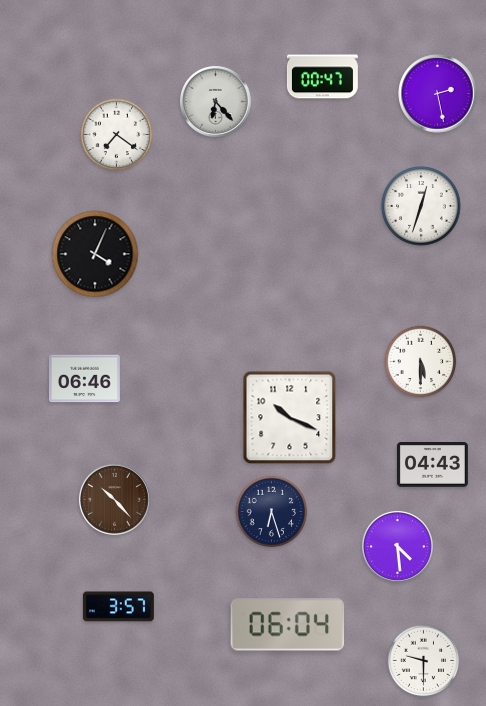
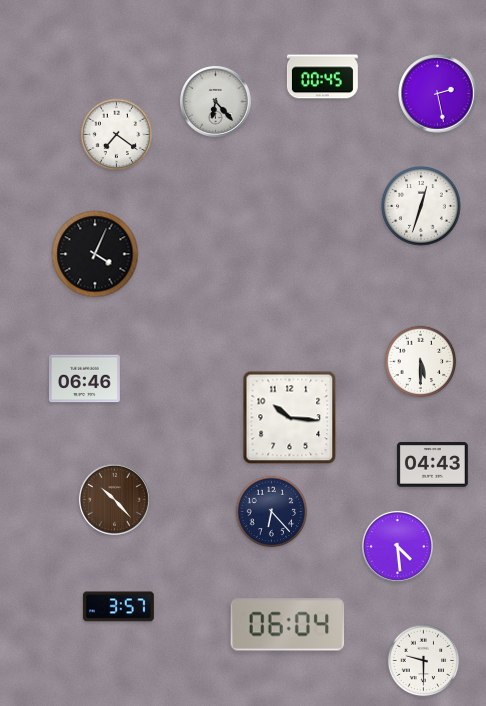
clock at (322, 77): 00:47 -> 00:45
clock at (290, 418): 10:19 -> 10:16
clock at (272, 512): 6:27 -> 6:23
